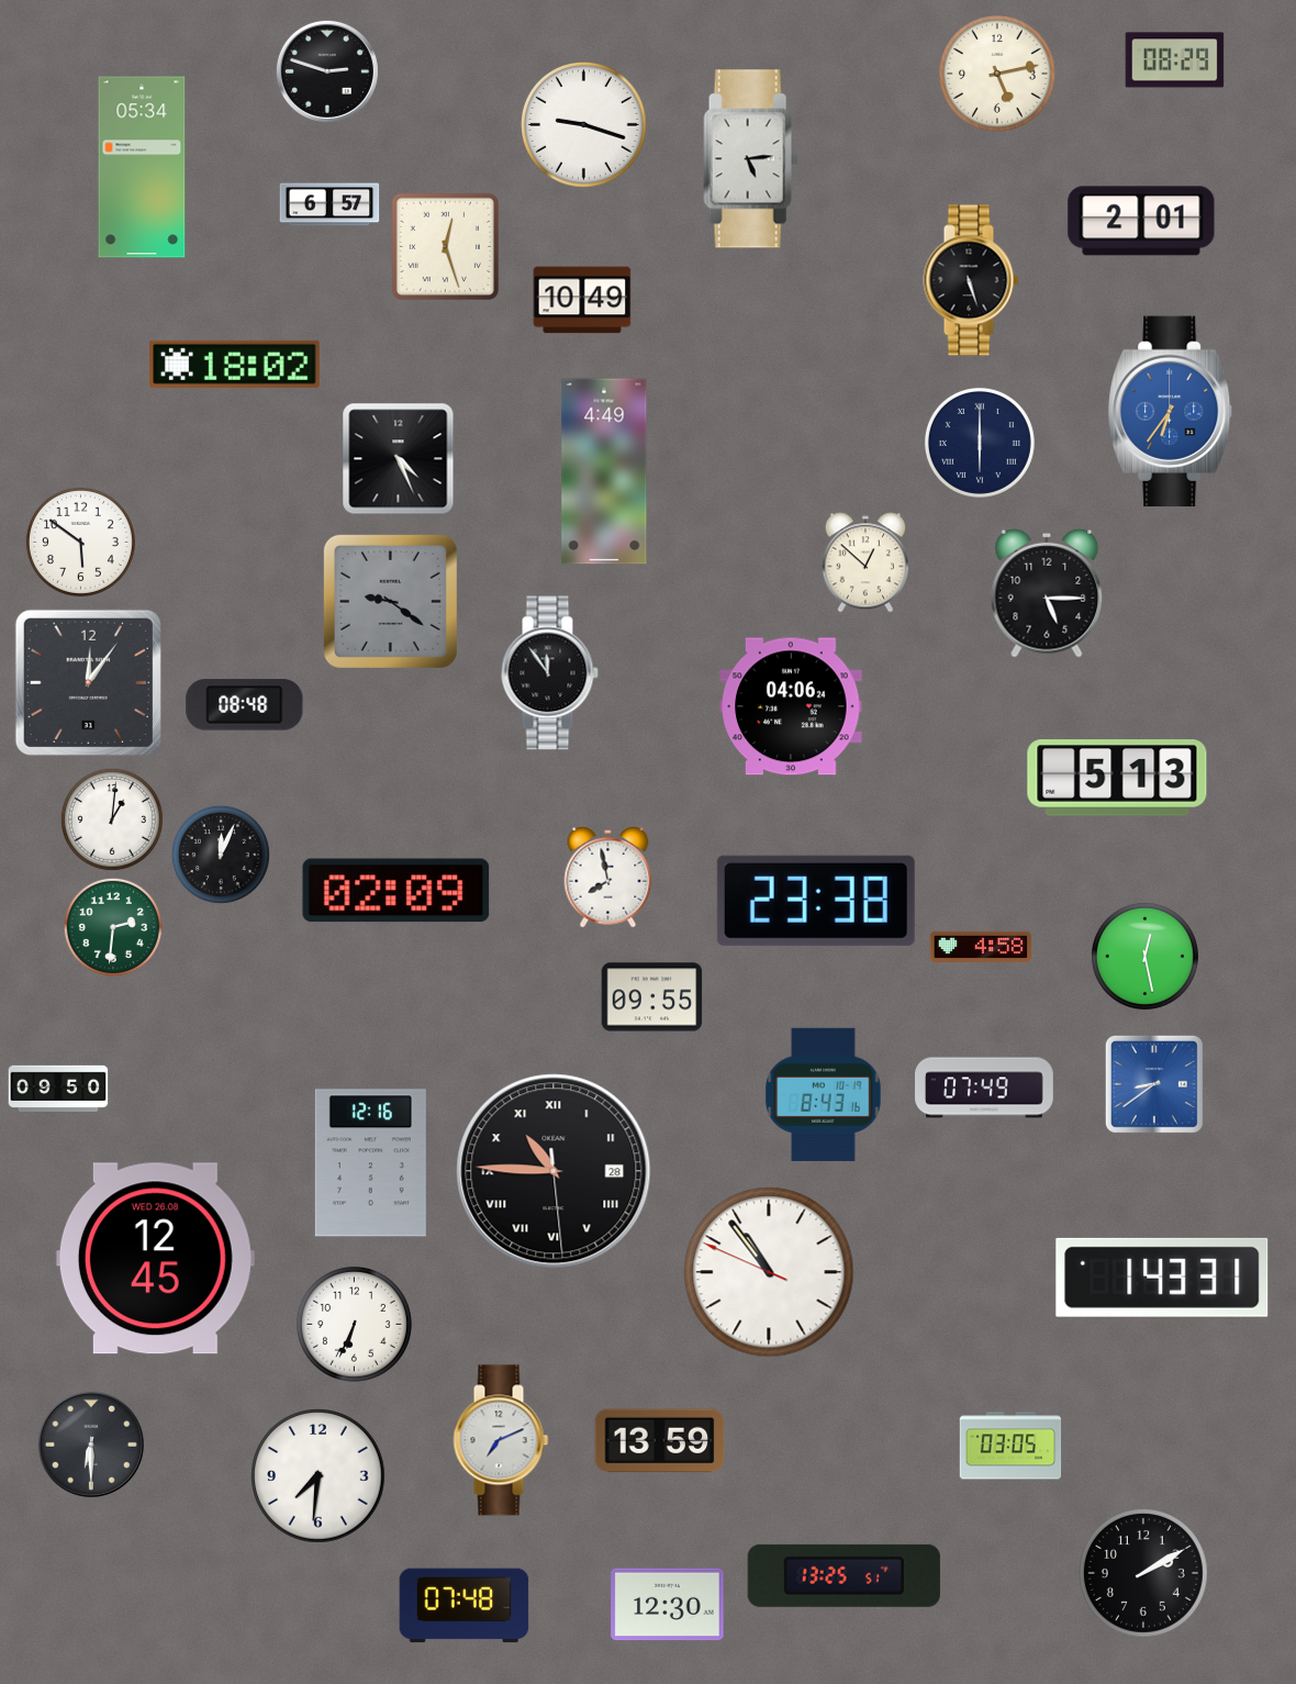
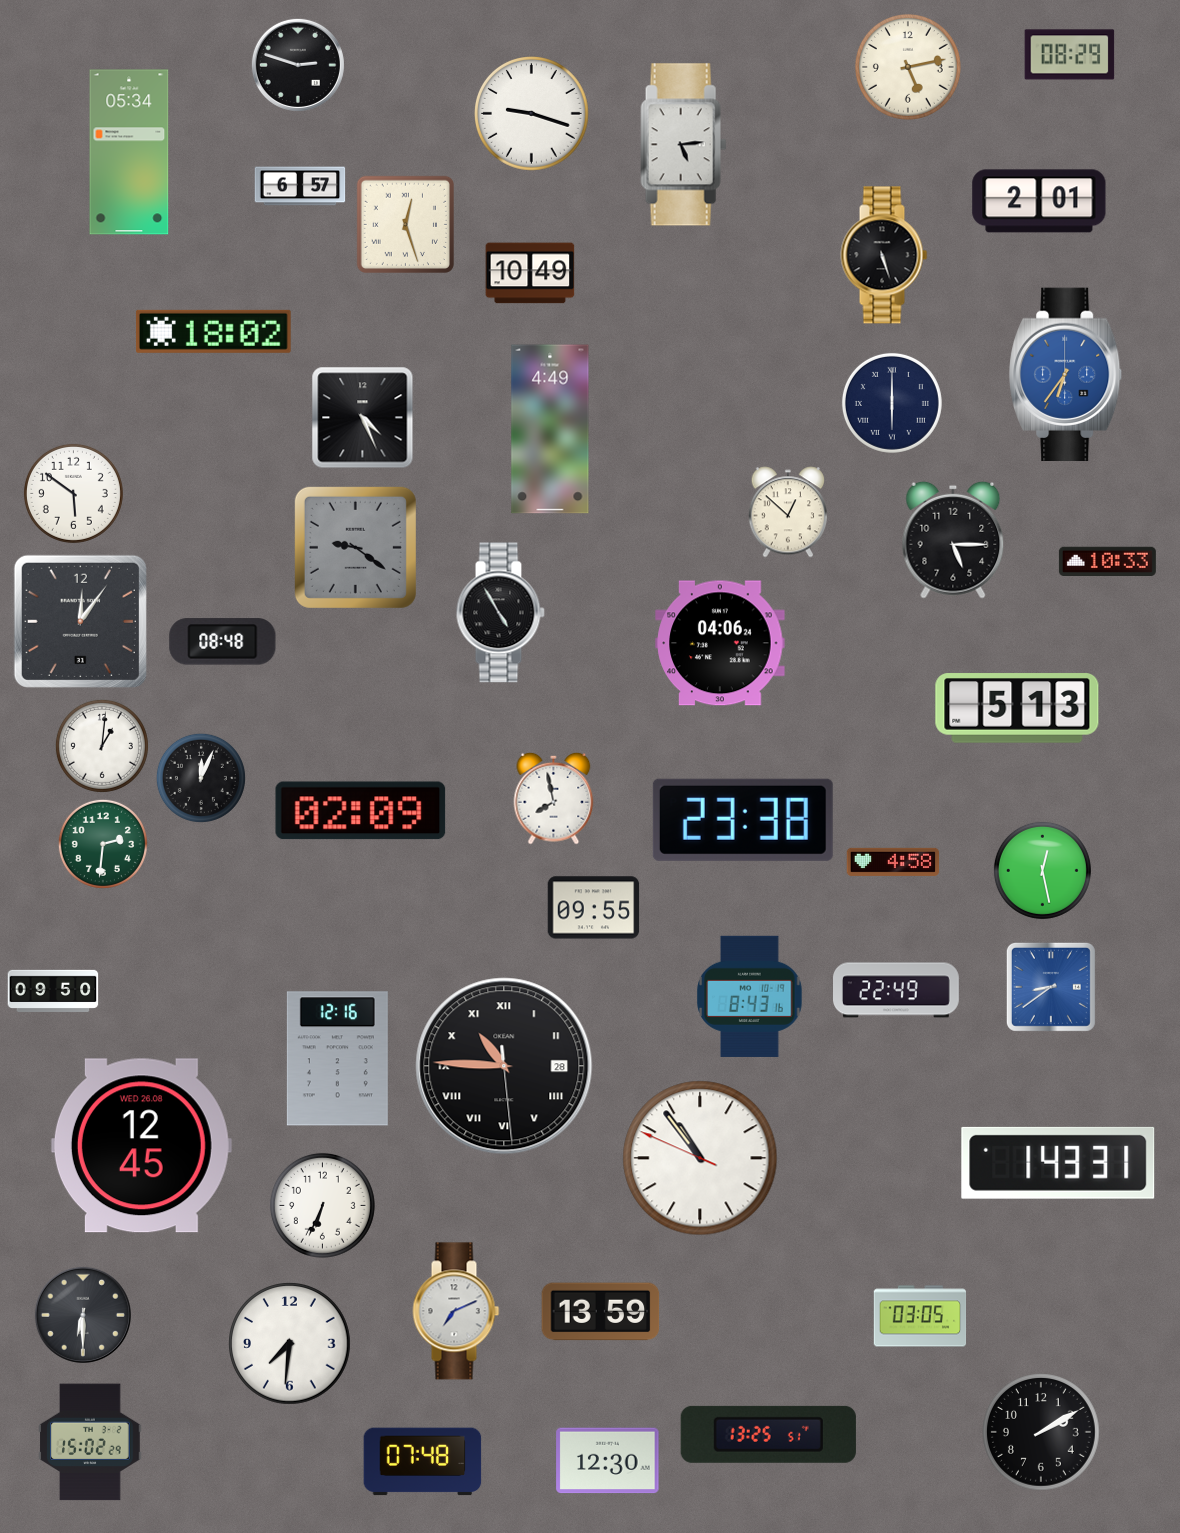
clock at (1107, 561): none -> 10:33
clock at (549, 673): 11:54 -> 4:55
clock at (985, 1088): 07:49 -> 22:49
clock at (90, 1442): none -> 15:02
